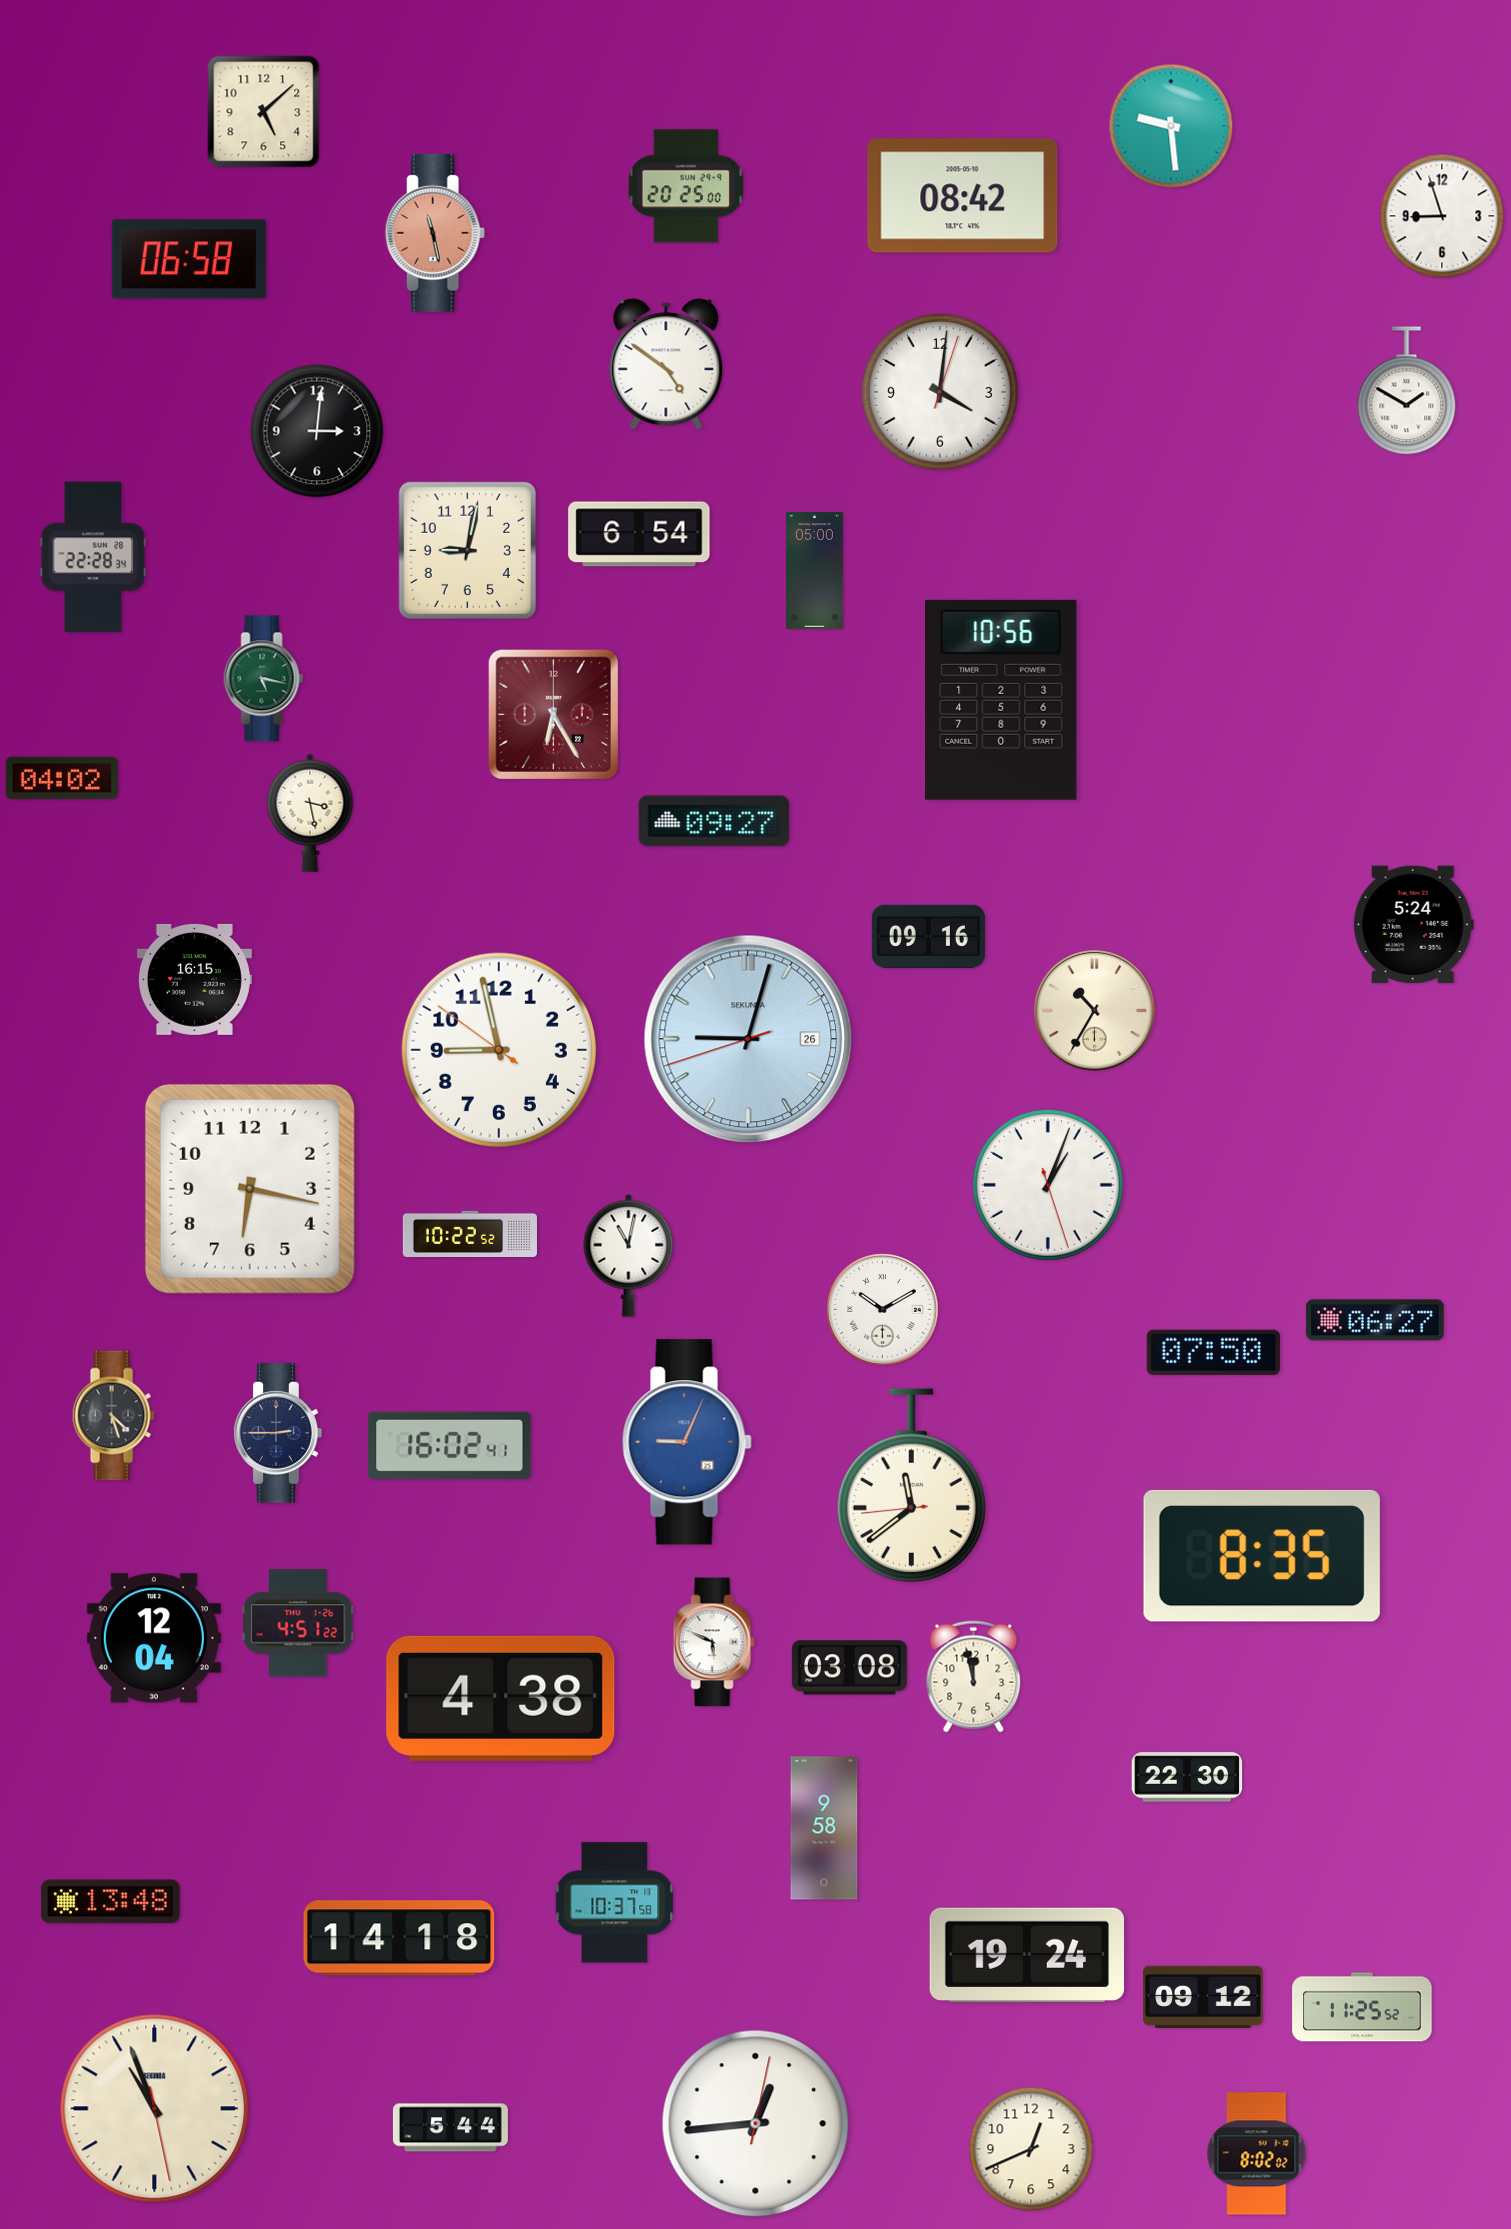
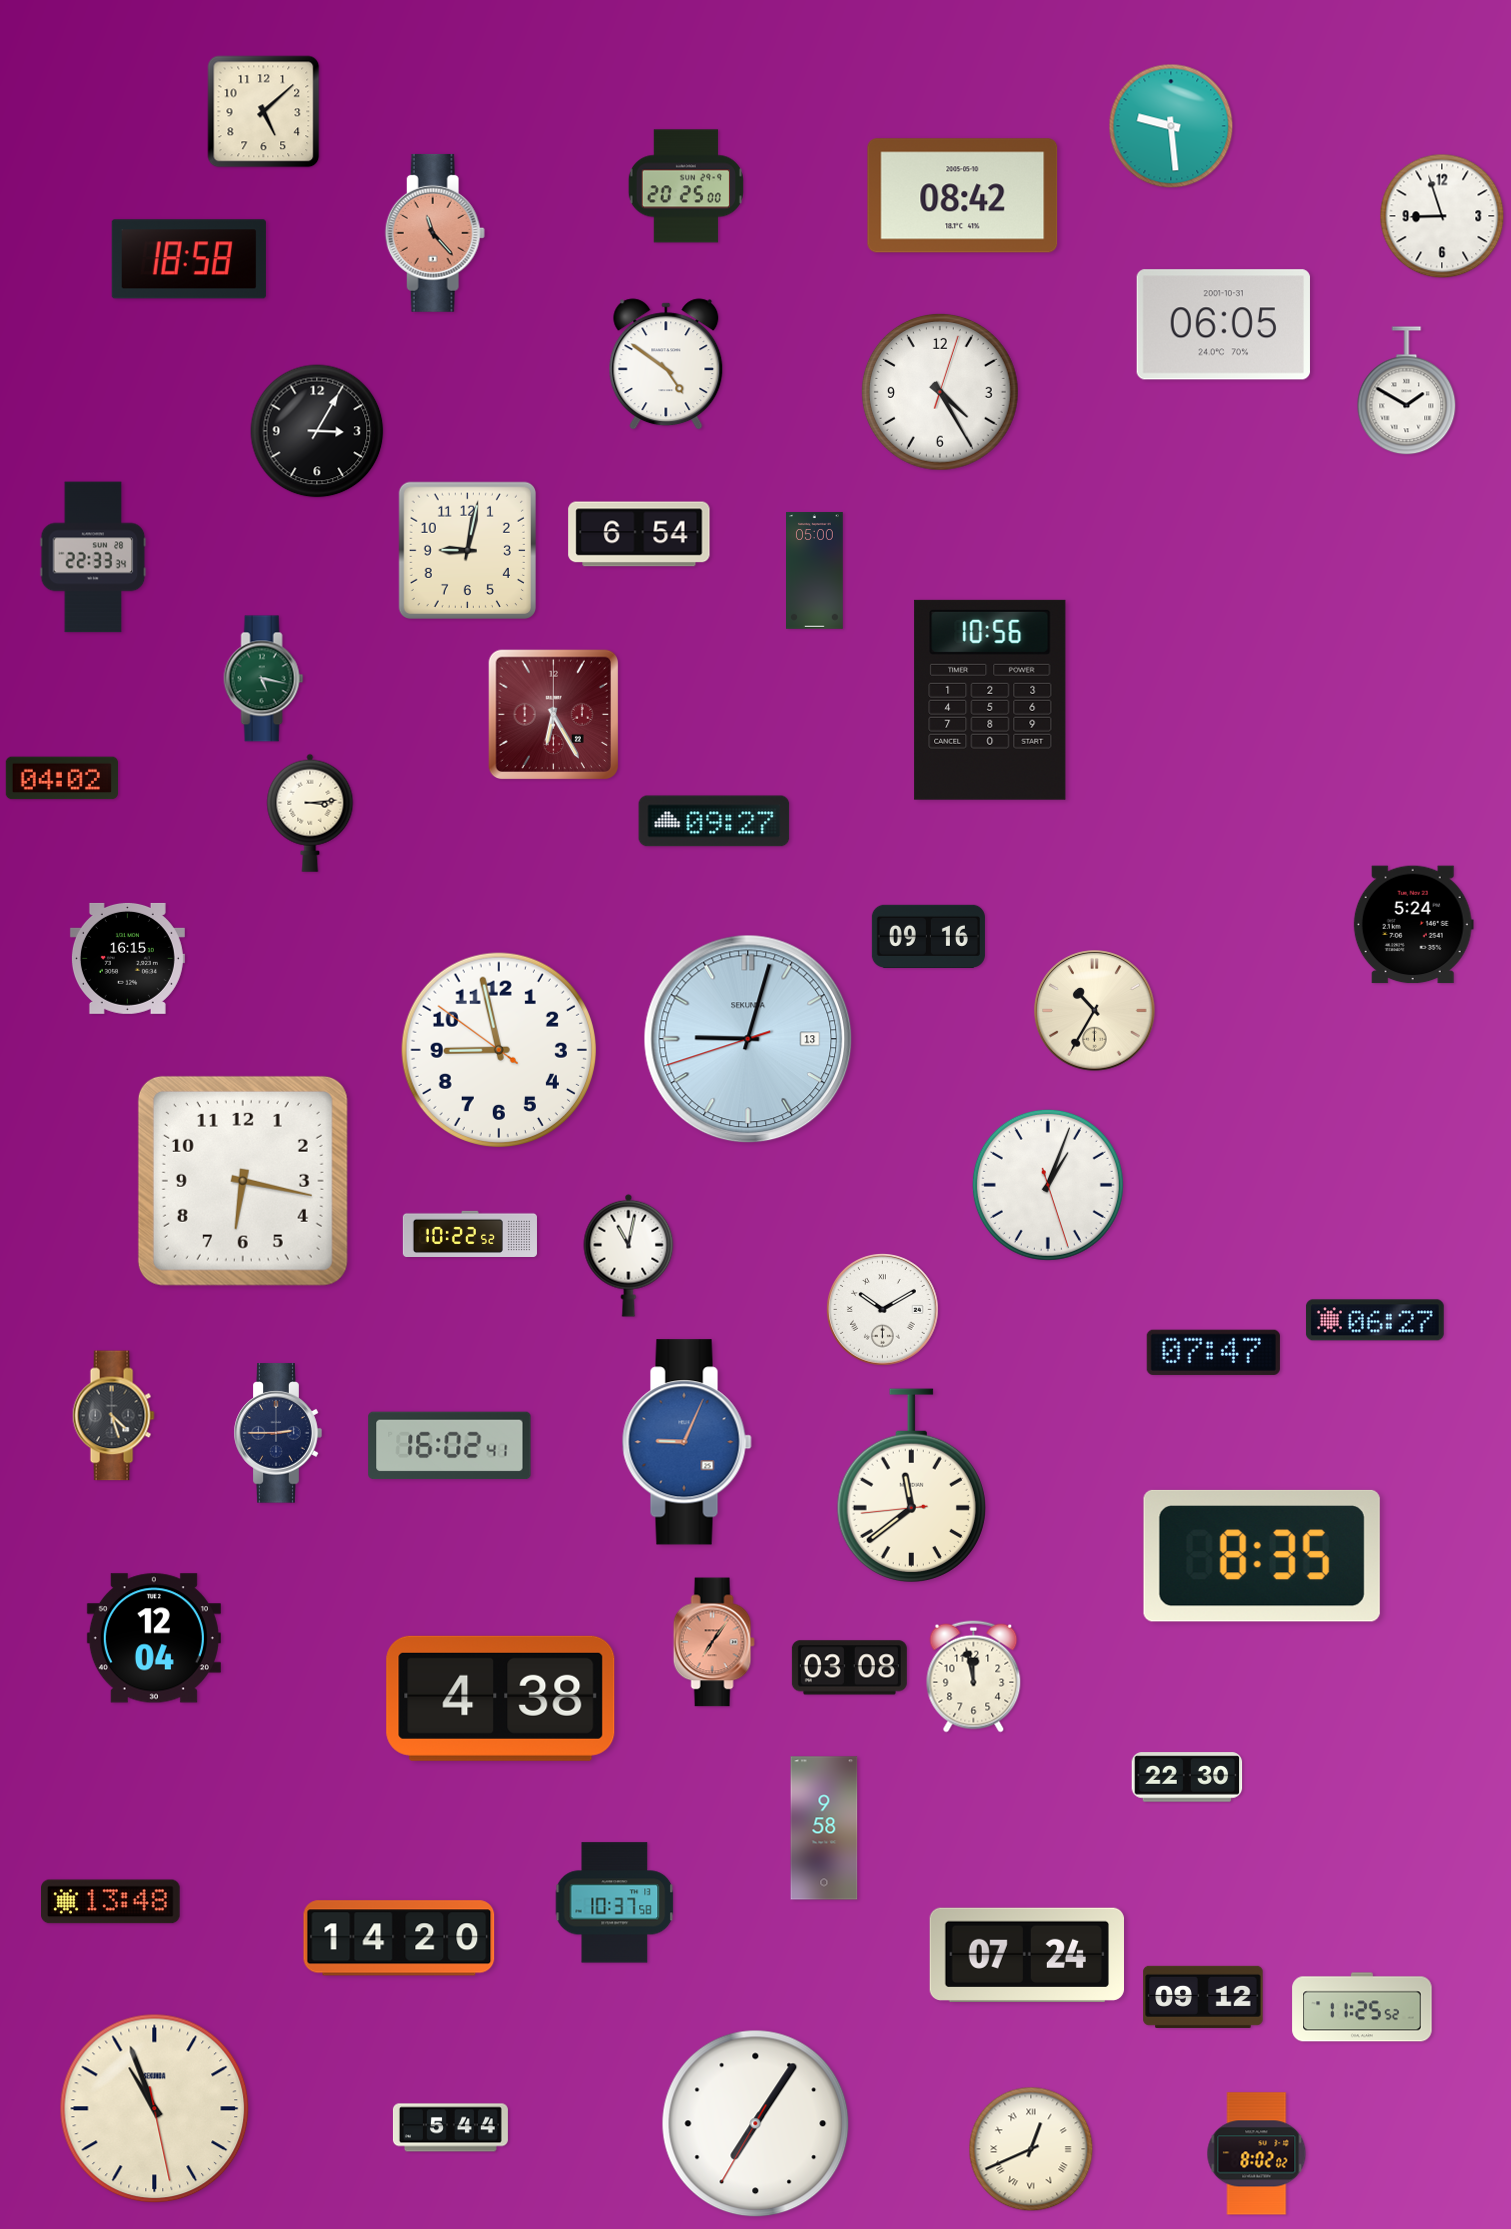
clock at (435, 233): 11:28 -> 11:23
clock at (189, 259): 06:58 -> 18:58
clock at (1223, 325): none -> 06:05
clock at (940, 392): 4:01 -> 4:25
clock at (317, 431): 3:01 -> 3:05
clock at (93, 557): 22:28 -> 22:33
clock at (1001, 700) position: (1001, 700) -> (990, 700)
clock at (310, 813): 3:28 -> 3:14
clock at (194, 979) position: (194, 979) -> (127, 958)
clock at (748, 1039) date: 26 -> 13
clock at (250, 1189) position: (250, 1189) -> (243, 1181)
clock at (1213, 1352): 07:50 -> 07:47
clock at (298, 1623): 4:51 -> none
clock at (714, 1642): 5:49 -> 7:06
clock at (714, 1642) dial: white -> salmon
clock at (399, 1938): 14:18 -> 14:20
clock at (1026, 1955): 19:24 -> 07:24
clock at (756, 2124): 12:44 -> 7:05
clock at (1031, 2149) numerals: Arabic -> Roman
